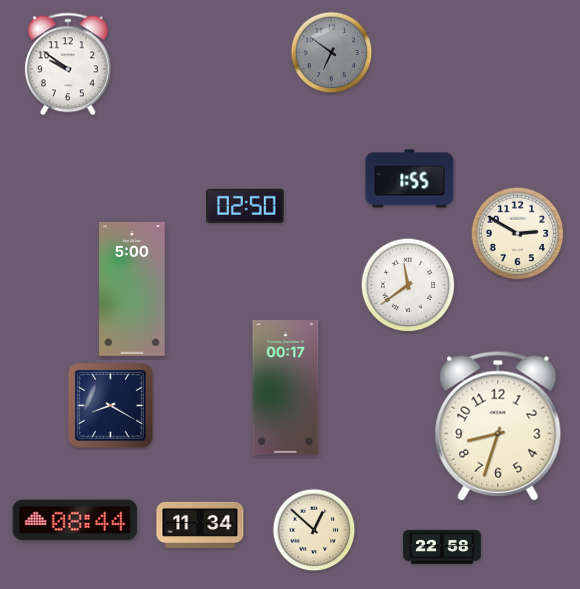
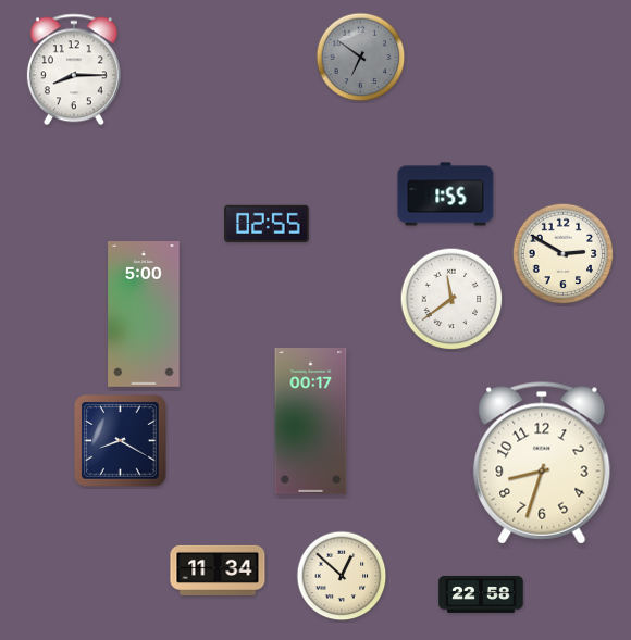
clock at (68, 64): 9:51 -> 8:15
clock at (245, 206): 02:50 -> 02:55
clock at (408, 285) position: (408, 285) -> (451, 299)
clock at (75, 520): 08:44 -> none
